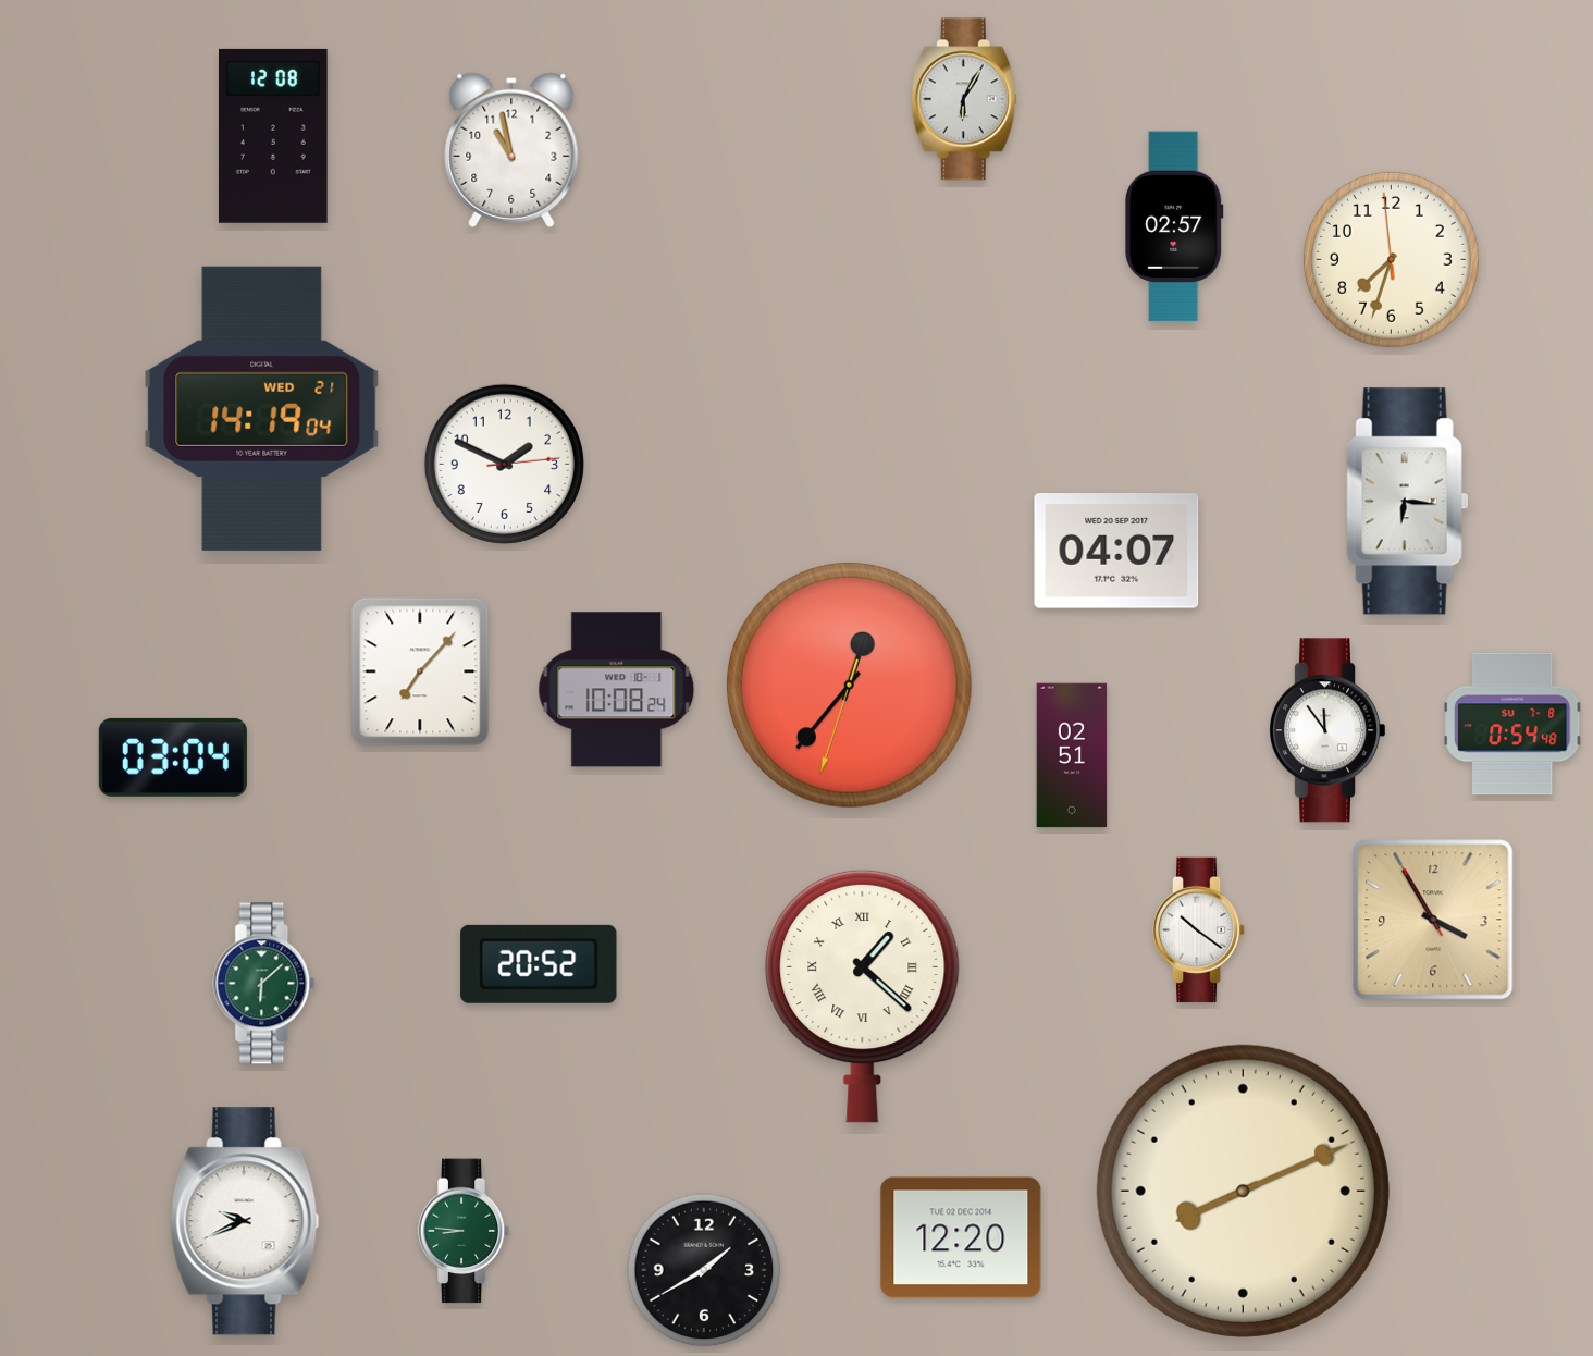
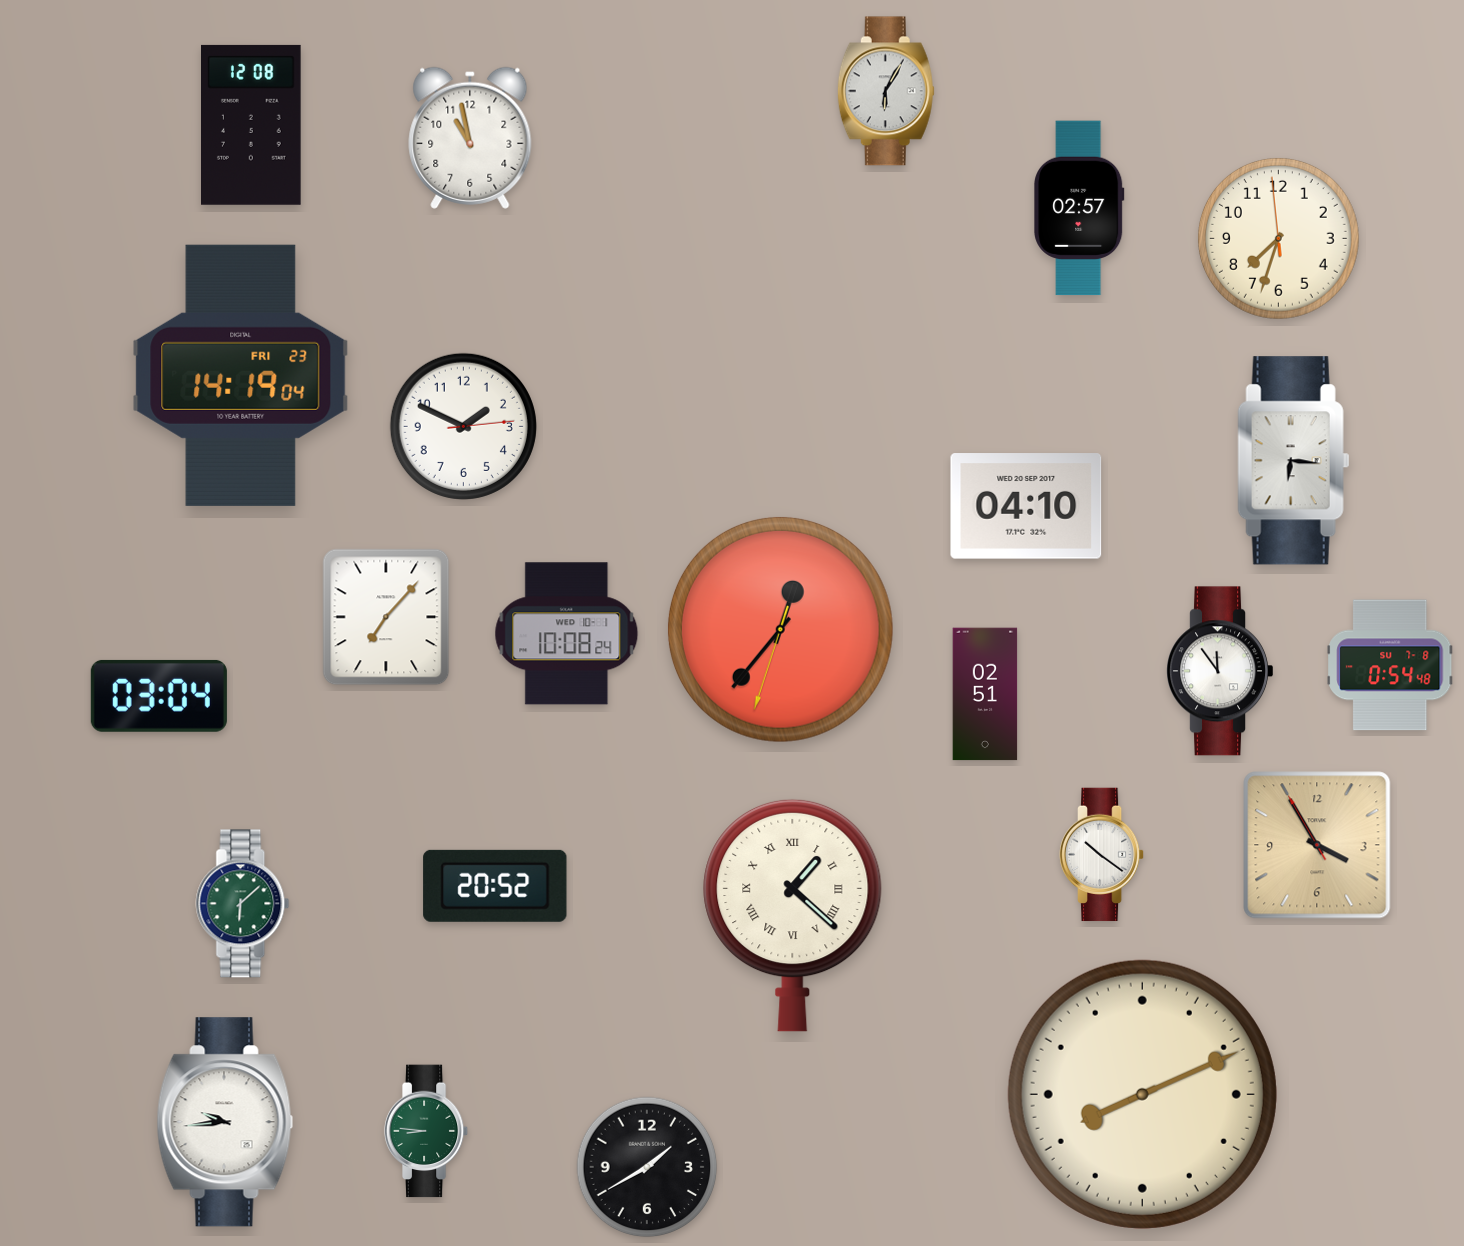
clock at (262, 408) date: WED 21 -> FRI 23
clock at (1116, 551): 04:07 -> 04:10
clock at (245, 1221): 9:41 -> 9:44
clock at (961, 1237): 12:20 -> none
